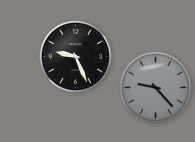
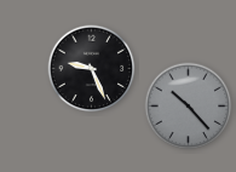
clock at (156, 88): 9:23 -> 10:23
